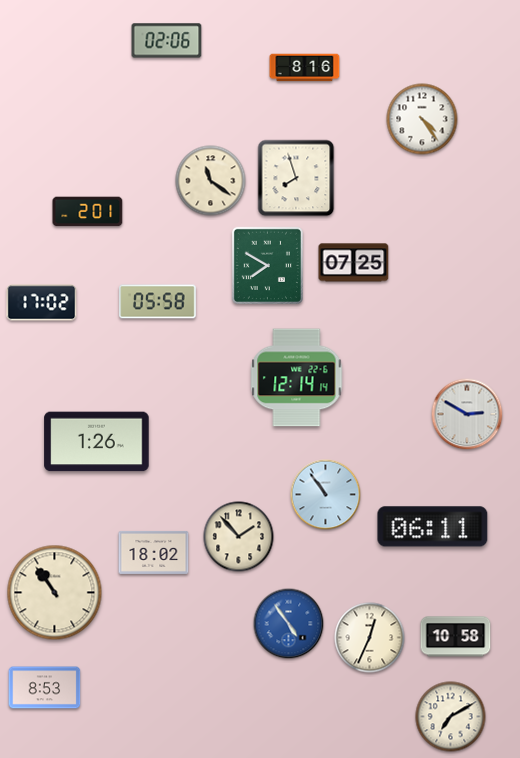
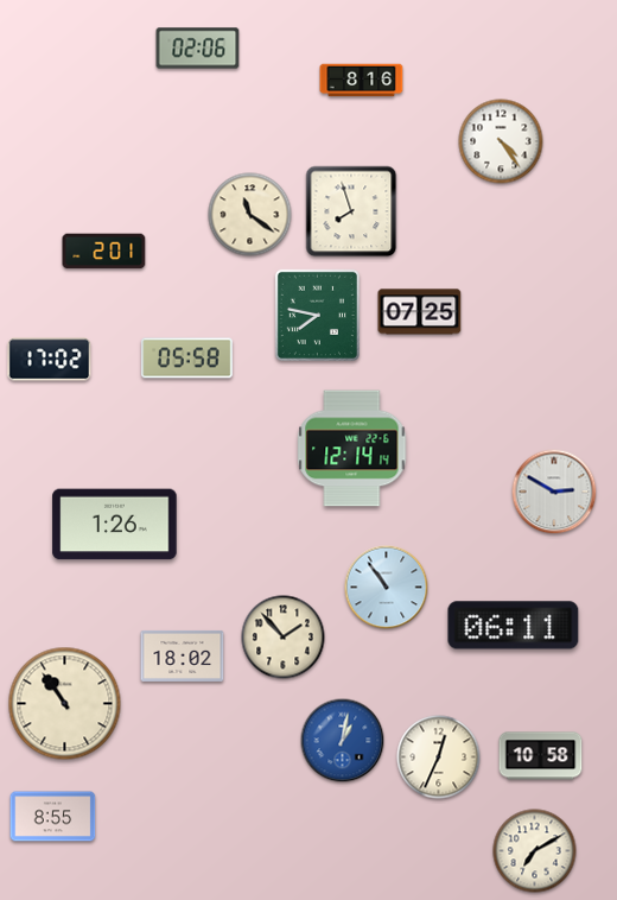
clock at (267, 265): 7:50 -> 7:47
clock at (289, 624): 4:54 -> 1:02
clock at (45, 688): 8:53 -> 8:55
